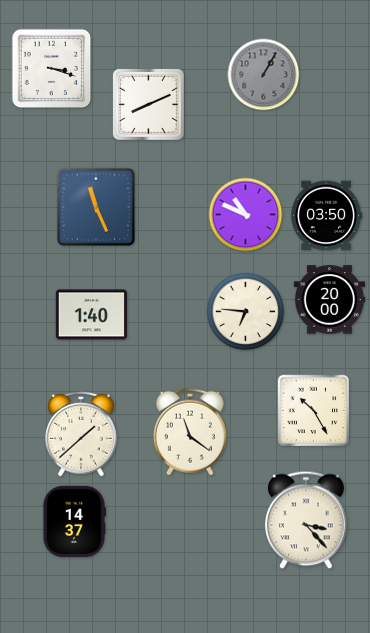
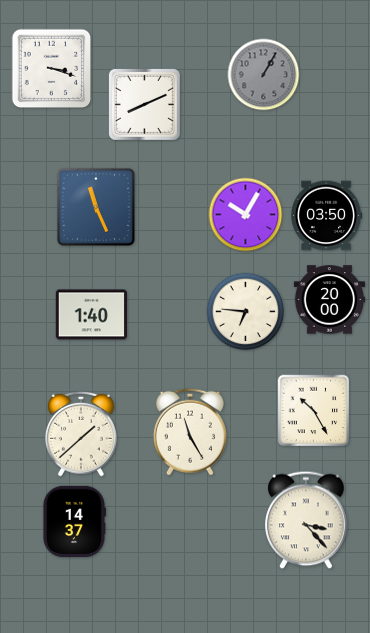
clock at (148, 104) position: (148, 104) -> (144, 104)
clock at (246, 215): 10:49 -> 10:05
clock at (190, 432): 11:21 -> 11:25
